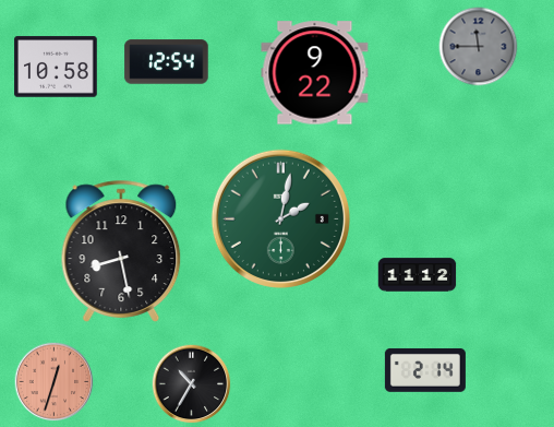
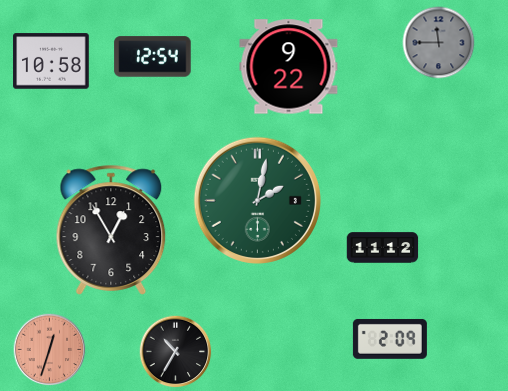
clock at (121, 251): 8:28 -> 12:55
clock at (418, 275) position: (418, 275) -> (383, 248)
clock at (425, 370): 2:14 -> 2:09
